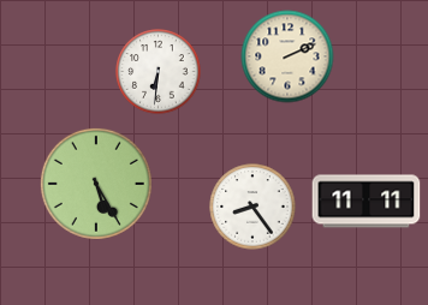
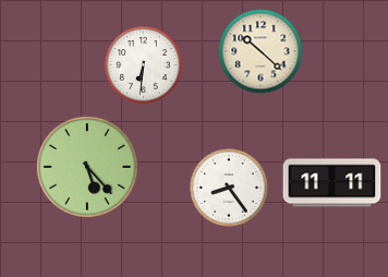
clock at (287, 56): 2:11 -> 10:22
clock at (96, 184): 5:25 -> 5:23
